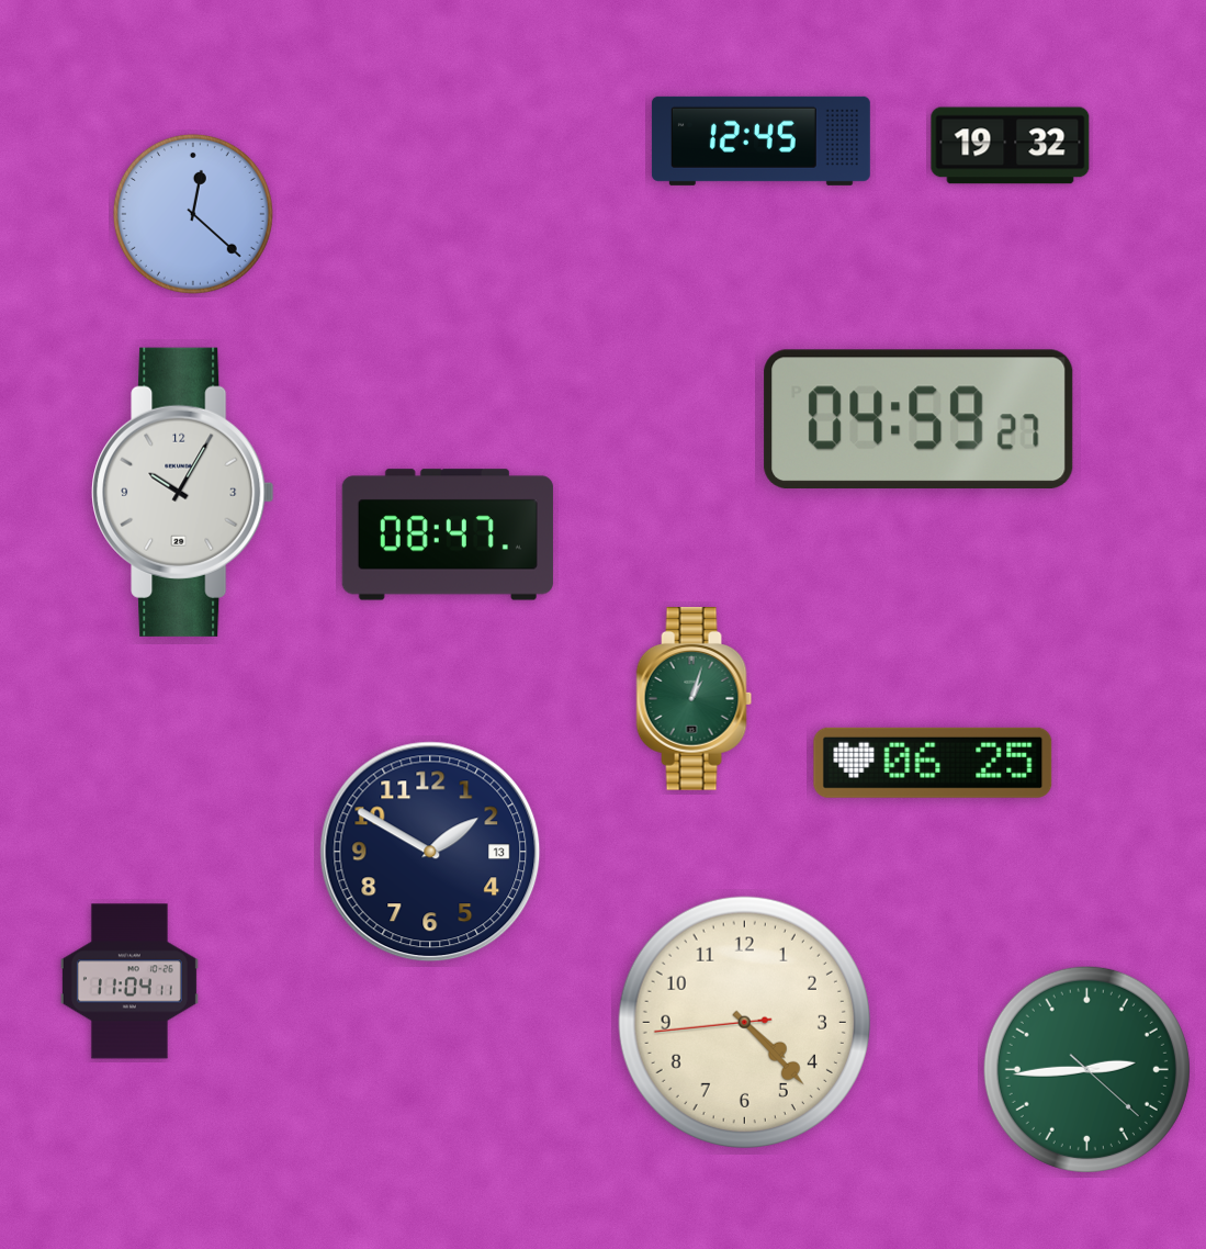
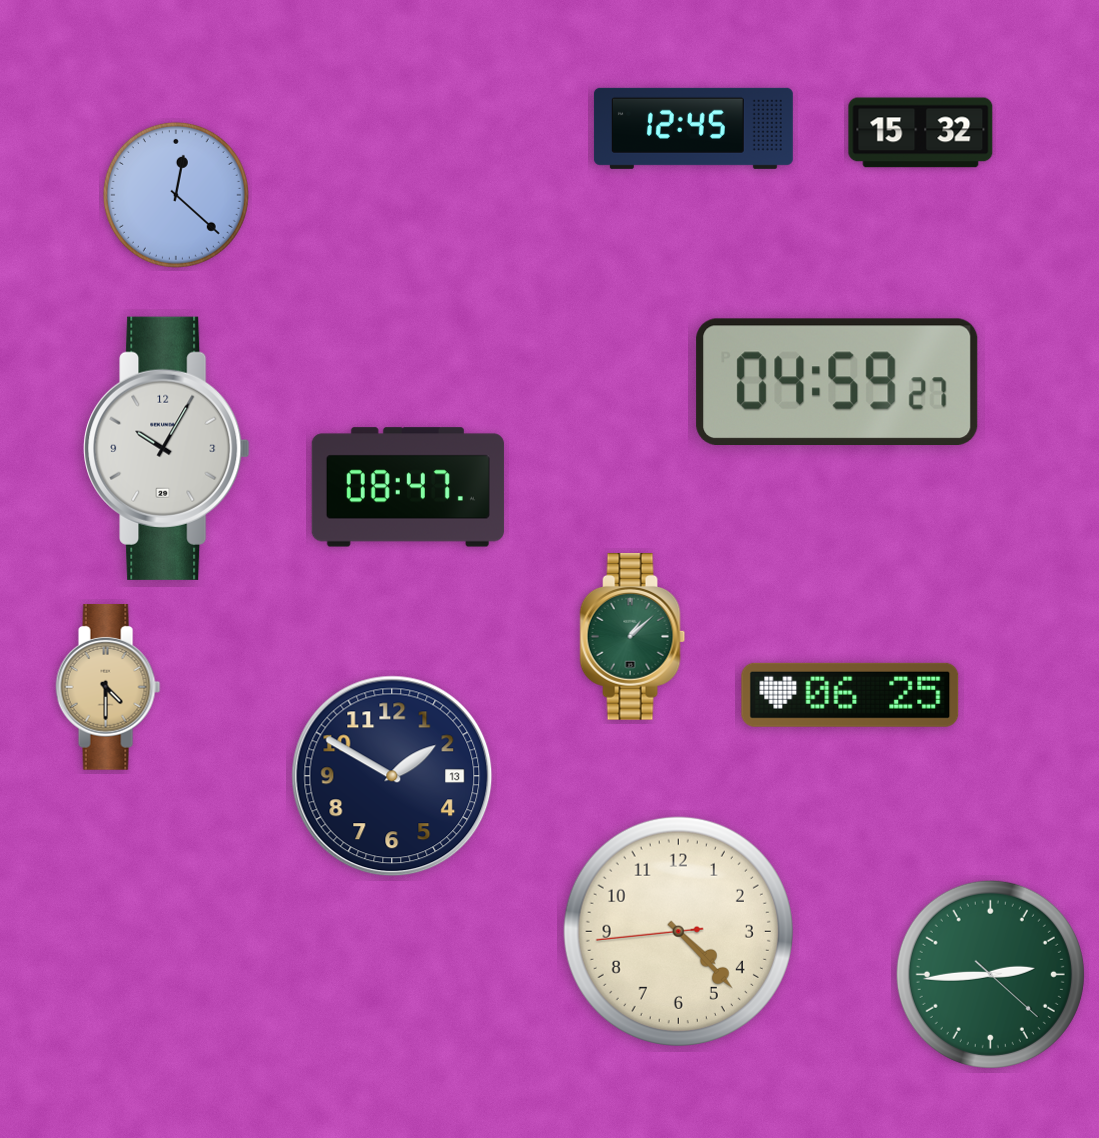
clock at (1011, 146): 19:32 -> 15:32
clock at (695, 699): 1:03 -> 1:08
clock at (108, 688): none -> 4:30
clock at (129, 981): 11:04 -> none
